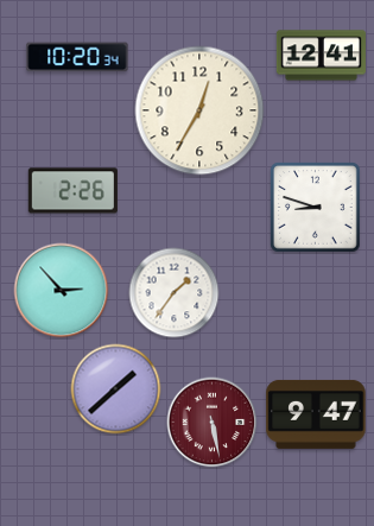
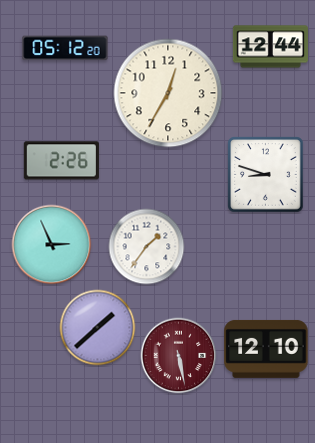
clock at (321, 56): 12:41 -> 12:44
clock at (77, 57): 10:20 -> 05:12
clock at (62, 291): 2:53 -> 2:56
clock at (316, 414): 9:47 -> 12:10
